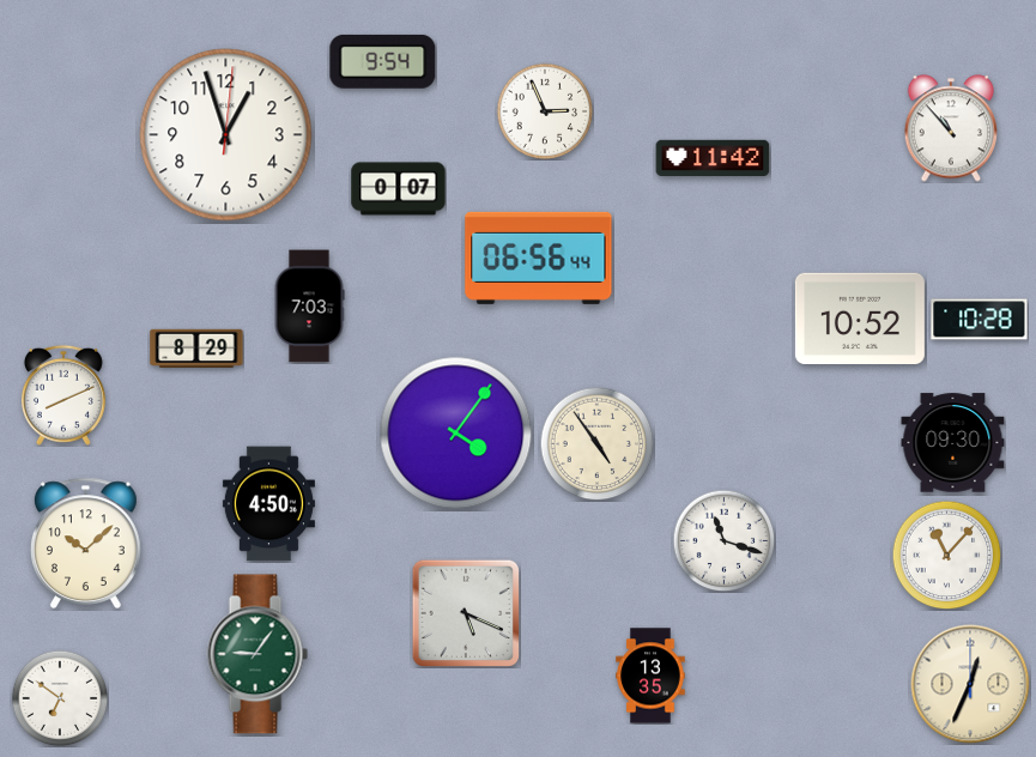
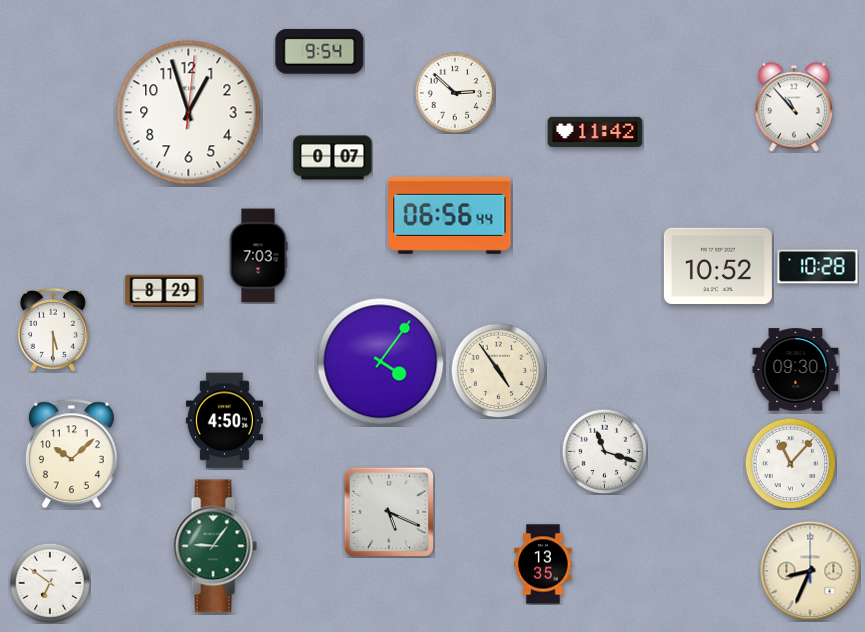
clock at (545, 111): 2:56 -> 2:52
clock at (63, 395): 8:11 -> 5:30
clock at (970, 684): 12:34 -> 8:34
